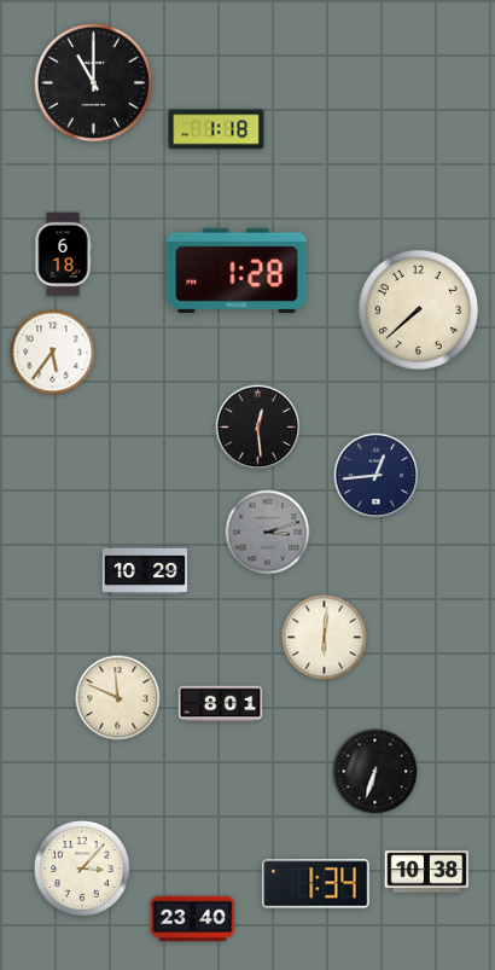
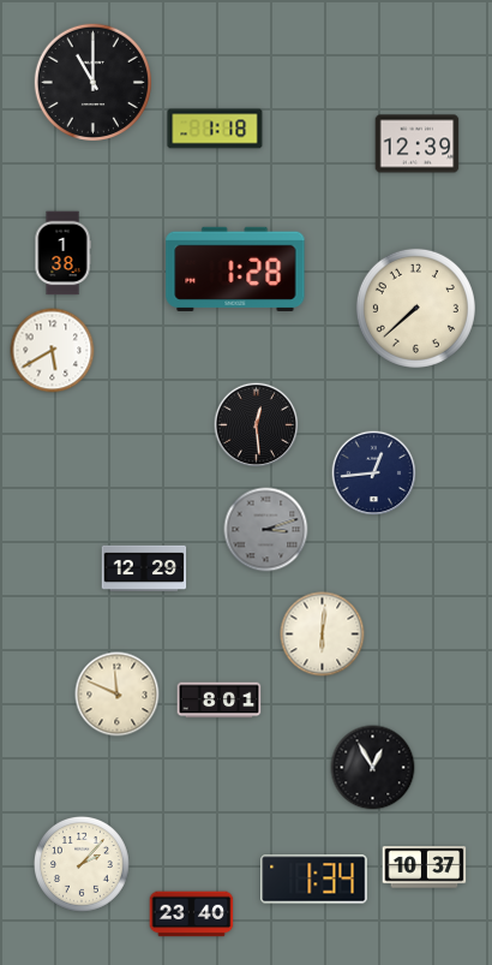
clock at (418, 144): none -> 12:39
clock at (63, 255): 6:18 -> 1:38
clock at (53, 353): 5:36 -> 5:40
clock at (145, 571): 10:29 -> 12:29
clock at (375, 772): 6:33 -> 12:55
clock at (82, 869): 3:07 -> 2:07
clock at (427, 872): 10:38 -> 10:37
